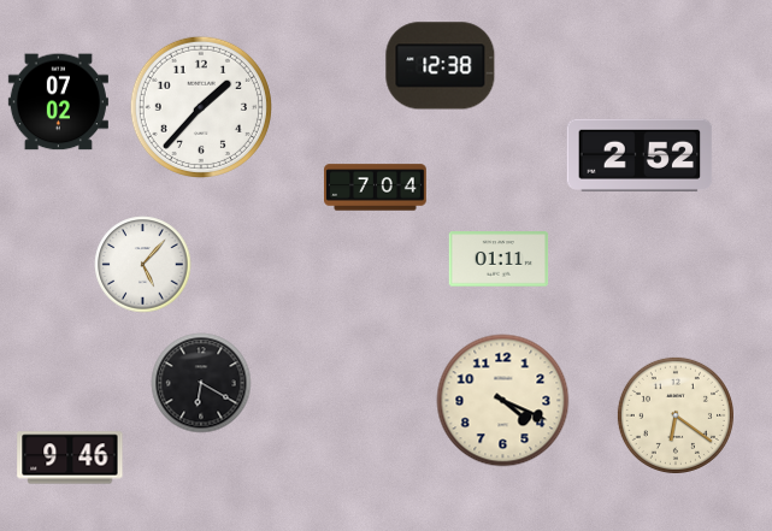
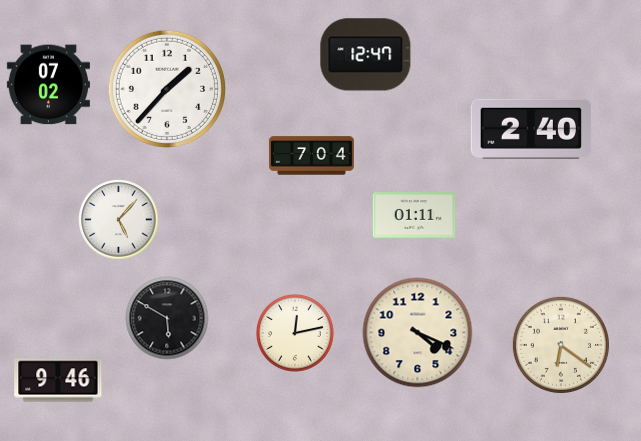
clock at (441, 66): 12:38 -> 12:47
clock at (640, 155): 2:52 -> 2:40
clock at (201, 383): 6:20 -> 5:50
clock at (296, 334): none -> 12:13
